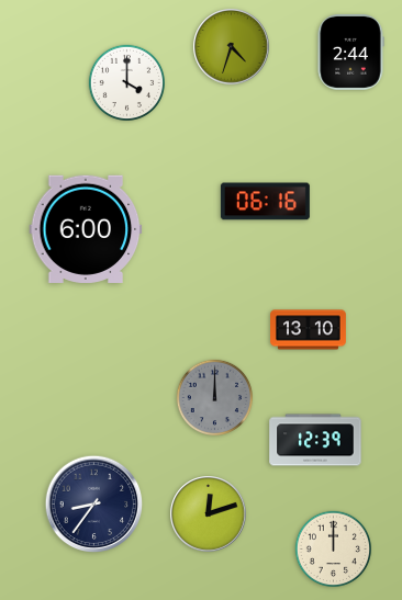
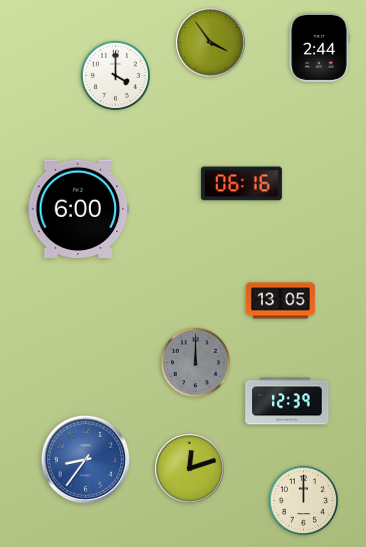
clock at (232, 47): 4:33 -> 3:54
clock at (309, 330): 13:10 -> 13:05
clock at (94, 505) dial: navy -> blue
